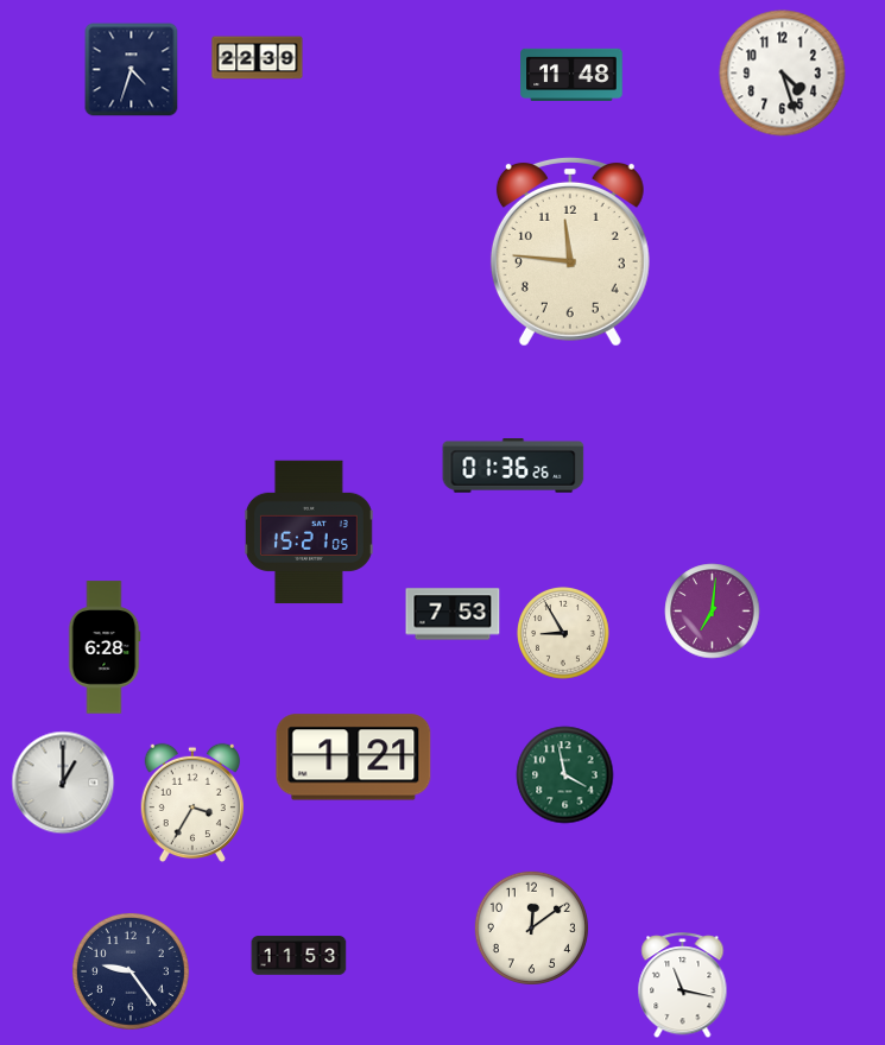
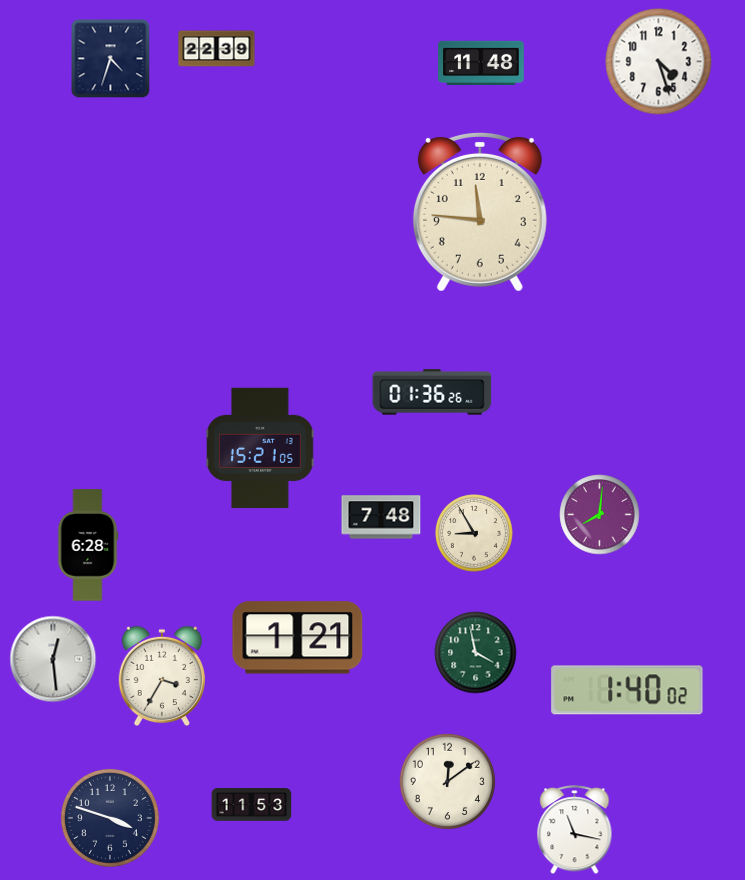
clock at (713, 612): 7:01 -> 8:01
clock at (453, 614): 7:53 -> 7:48
clock at (63, 783): 1:00 -> 12:29
clock at (627, 690): none -> 1:40
clock at (131, 971): 9:24 -> 3:48
